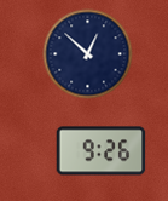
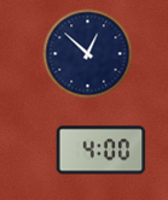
clock at (102, 151): 9:26 -> 4:00
